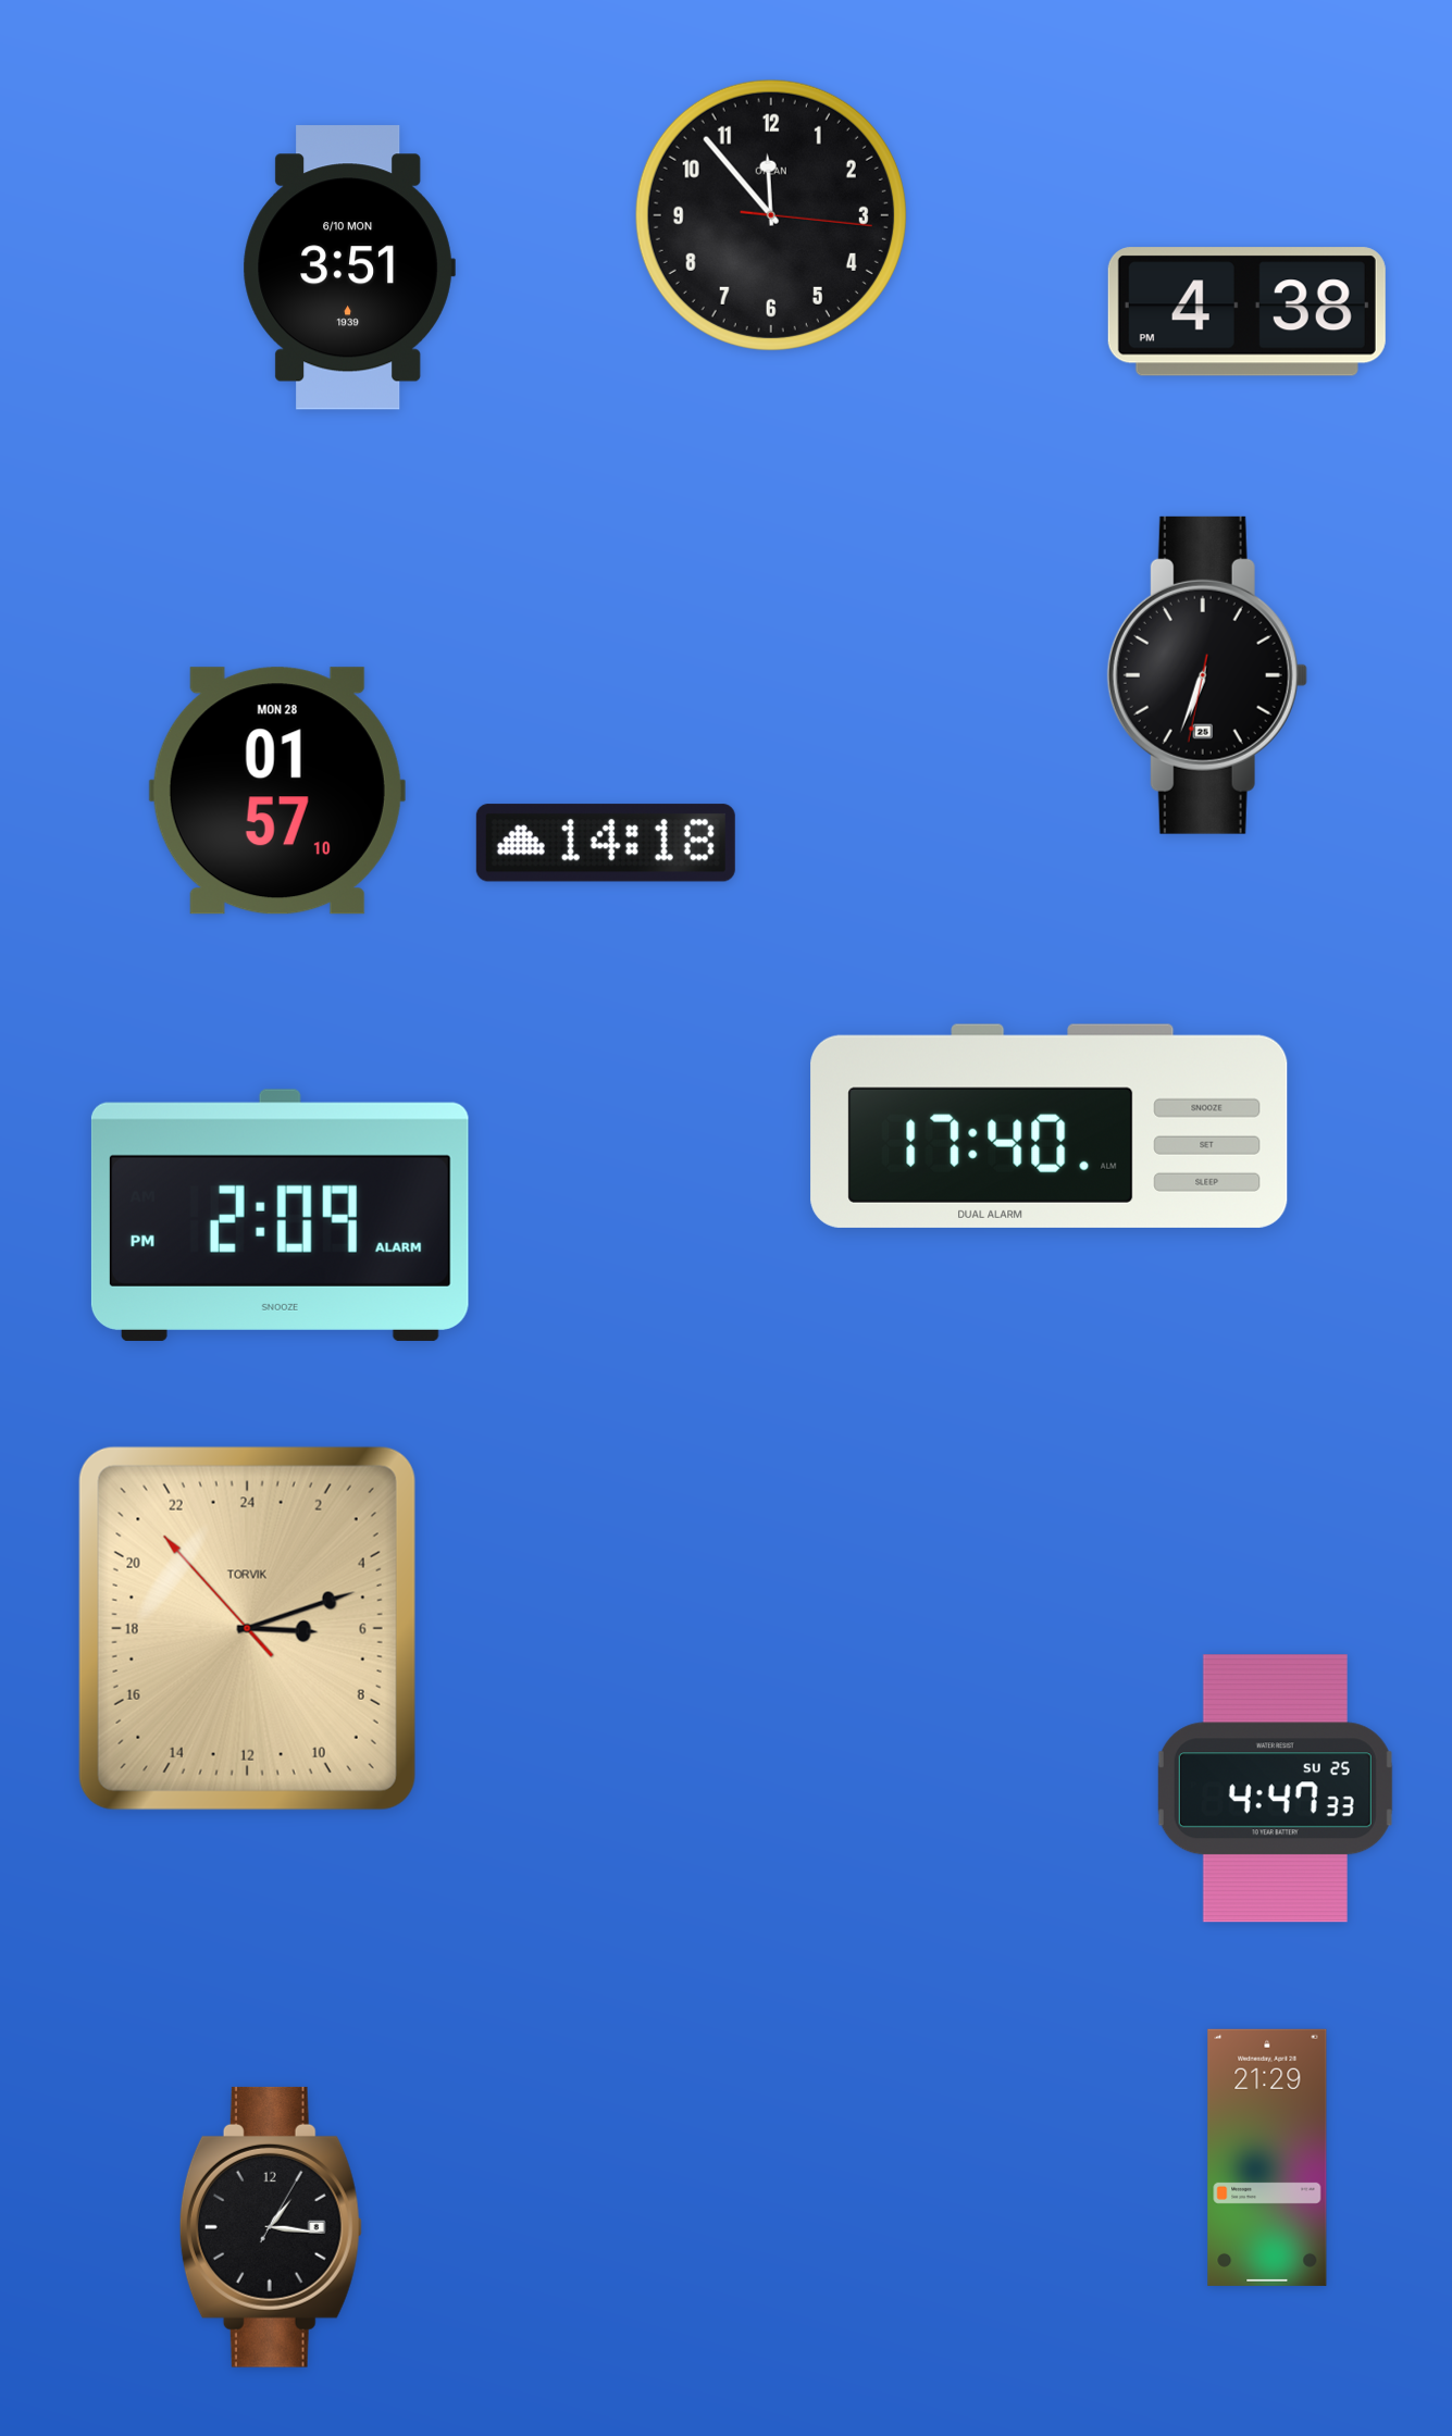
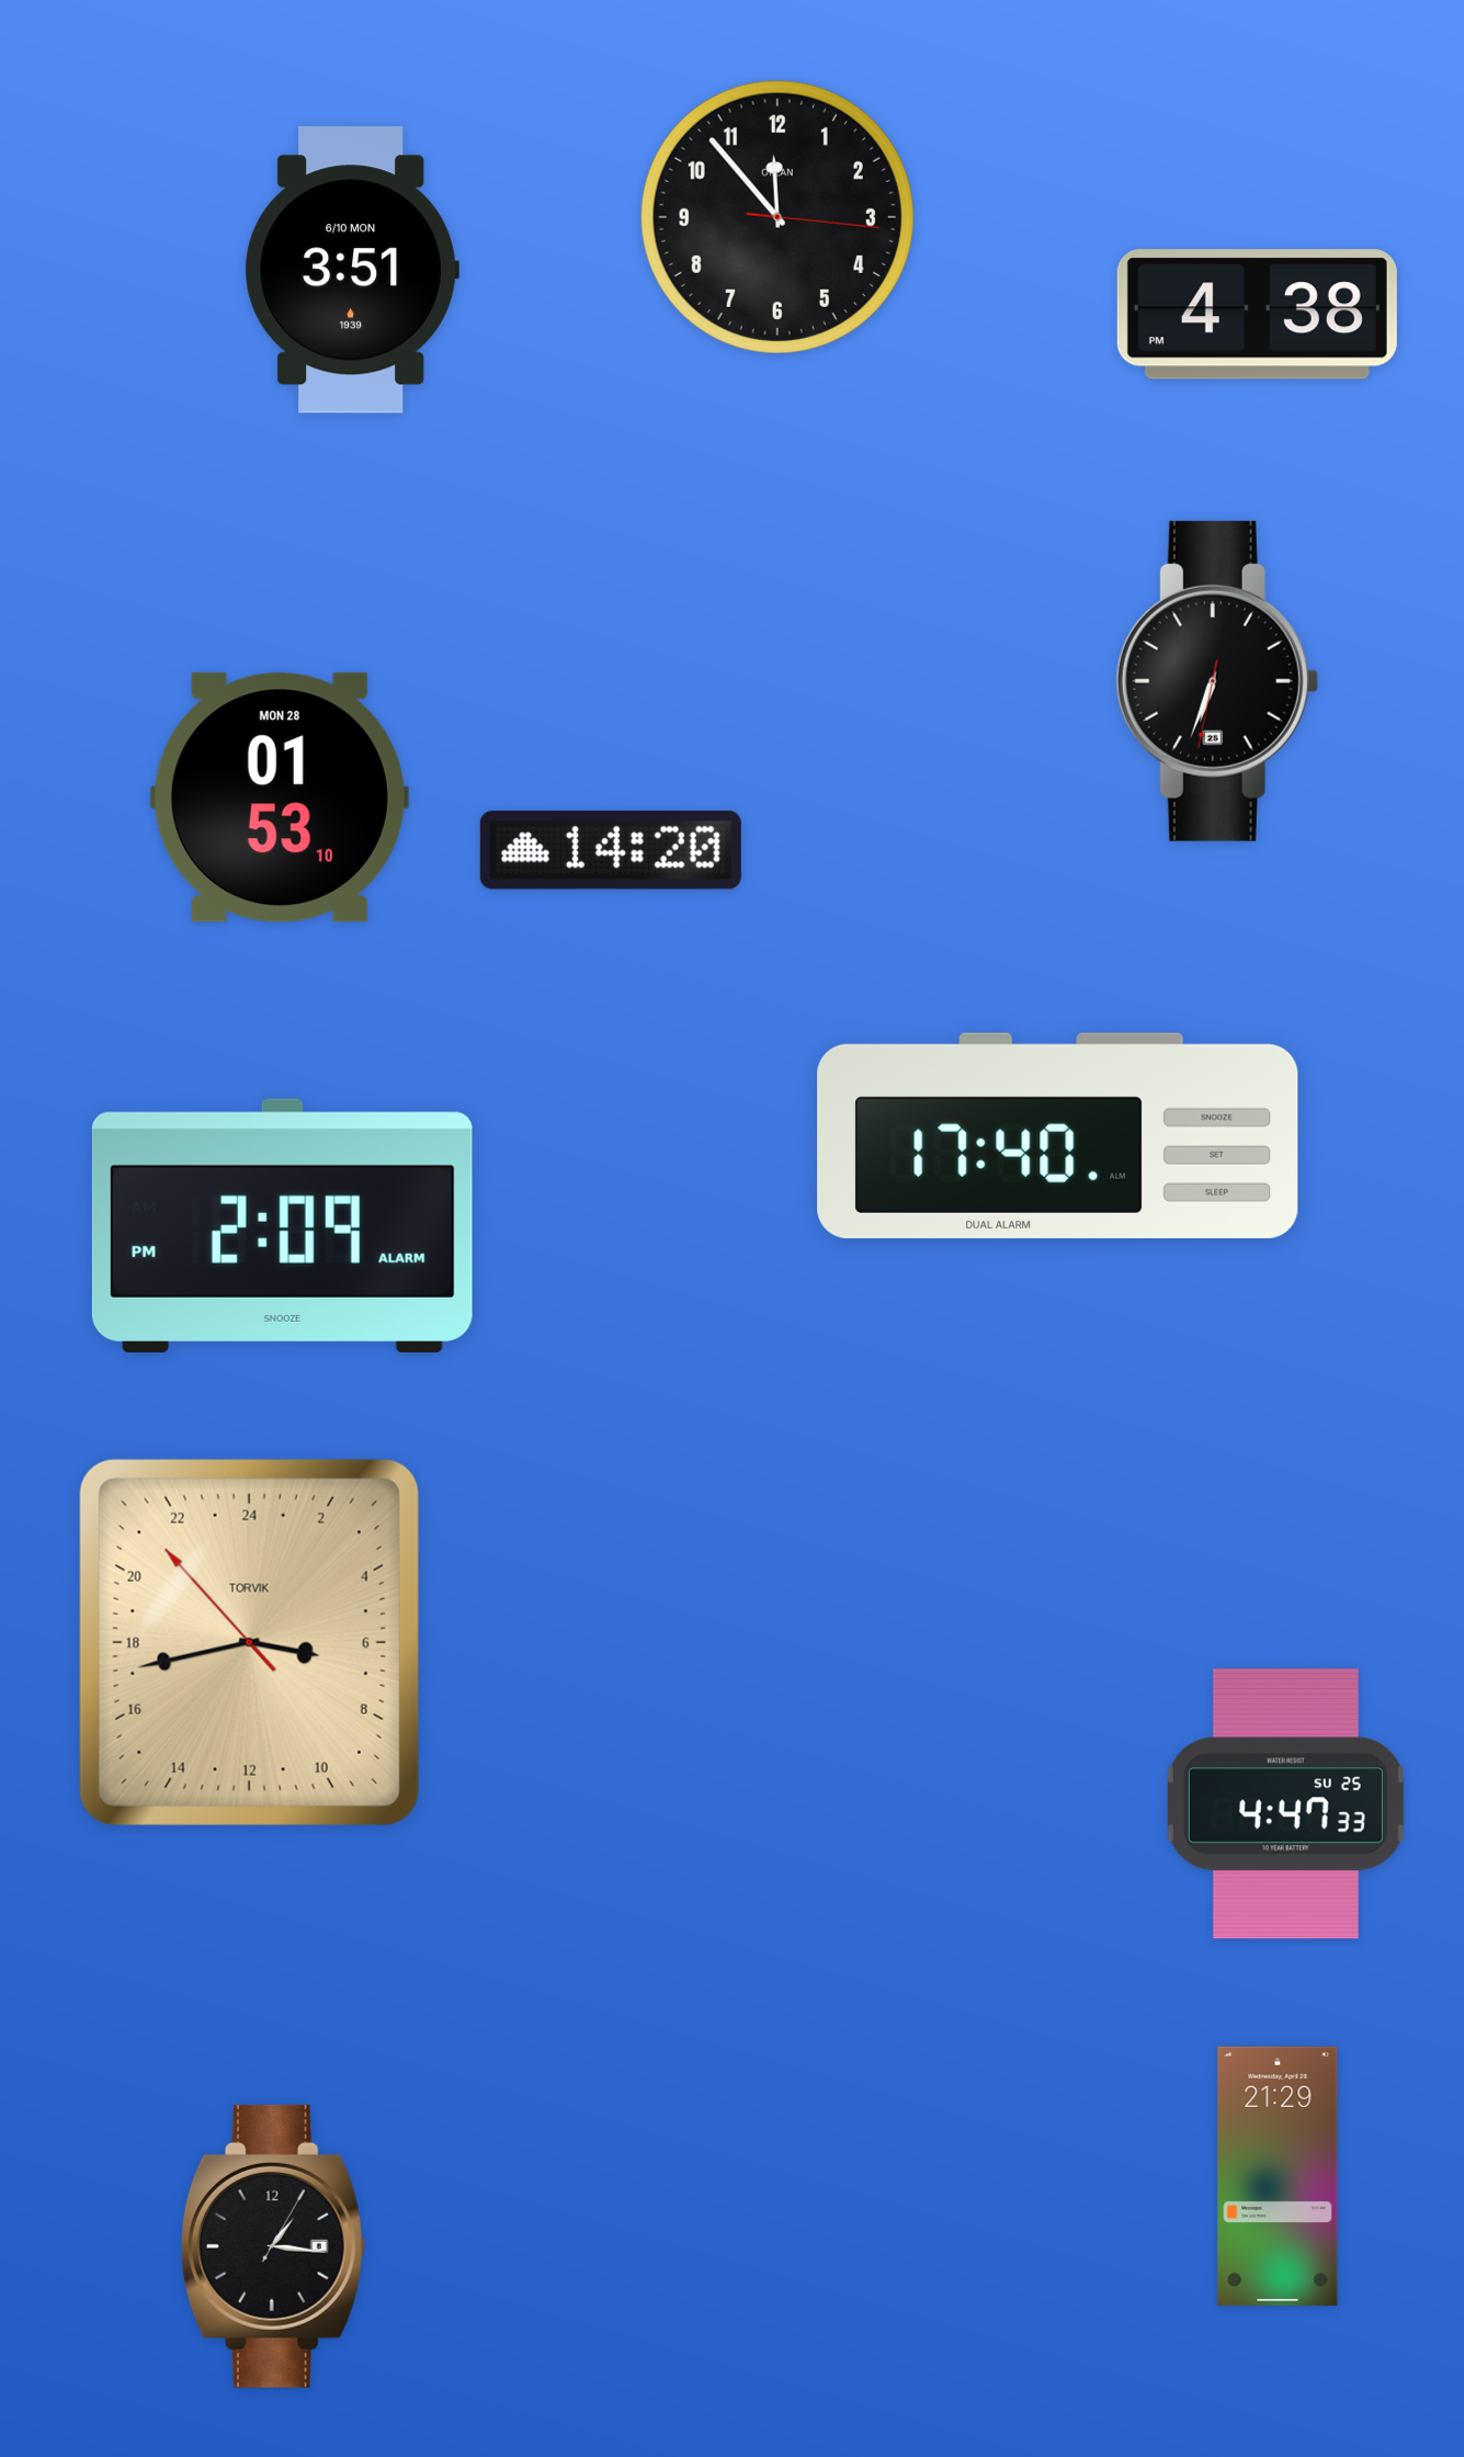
clock at (277, 791): 01:57 -> 01:53
clock at (606, 843): 14:18 -> 14:20
clock at (247, 1628): 6:11 -> 6:42
